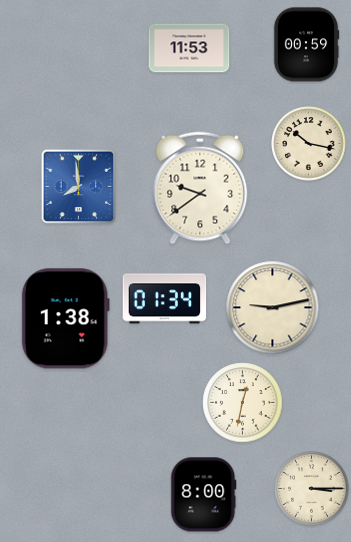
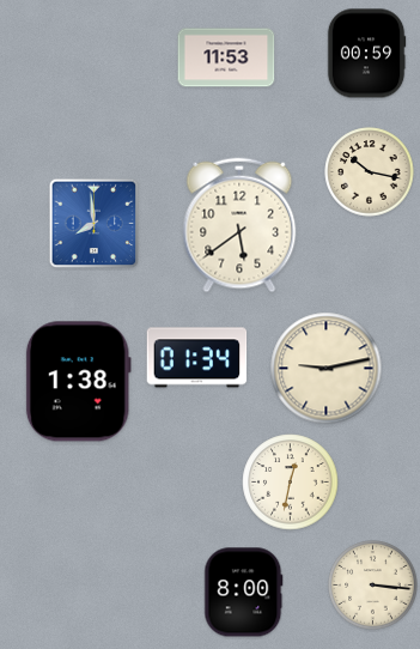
clock at (200, 188): 9:39 -> 5:39
clock at (312, 489): 3:15 -> 3:16
